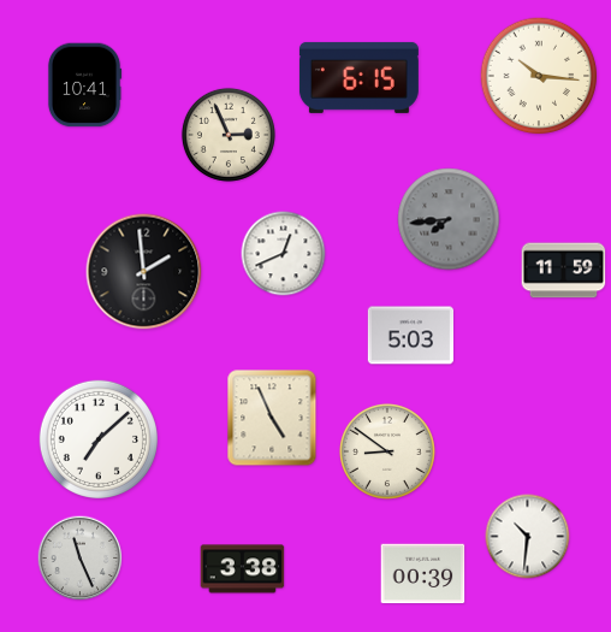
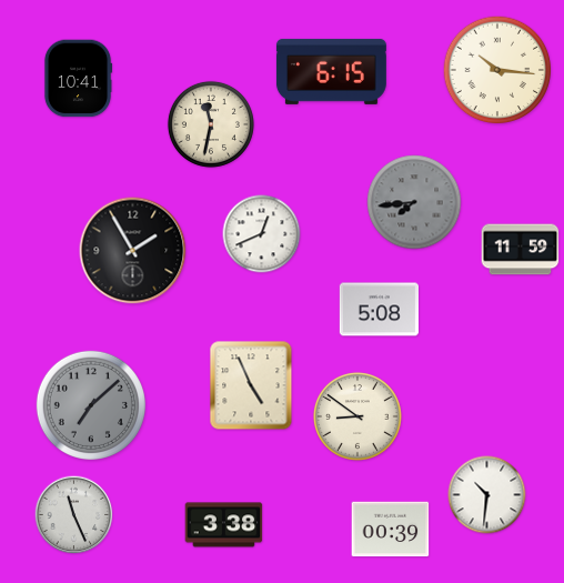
clock at (229, 135): 2:56 -> 11:32
clock at (144, 272): 1:59 -> 1:55
clock at (410, 336): 5:03 -> 5:08
clock at (99, 439) dial: white -> grey
